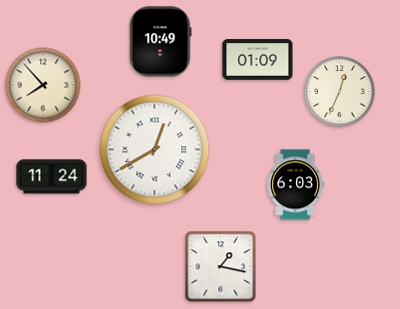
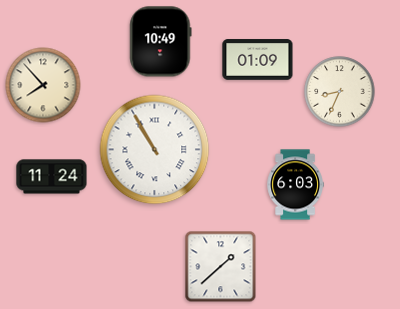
clock at (340, 92): 12:34 -> 8:34
clock at (155, 150): 12:40 -> 10:55
clock at (221, 267): 1:17 -> 1:38
